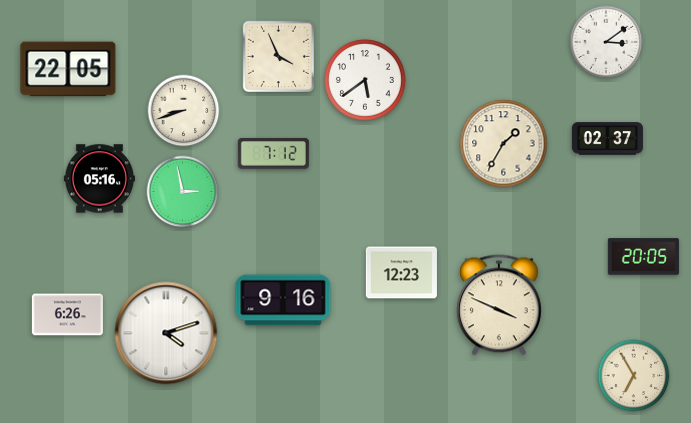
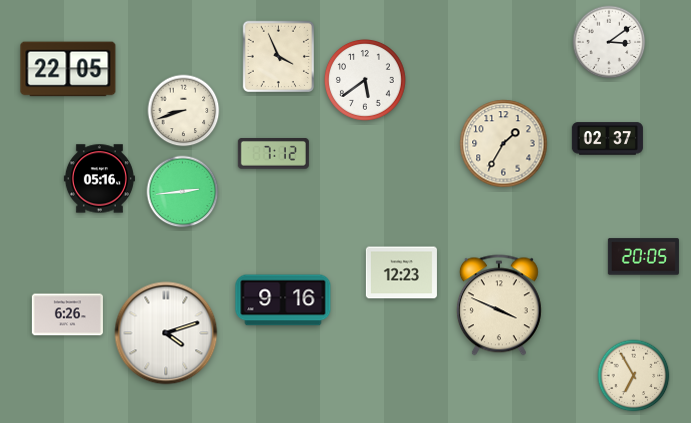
clock at (606, 42) position: (606, 42) -> (609, 42)
clock at (183, 192): 2:58 -> 2:44
